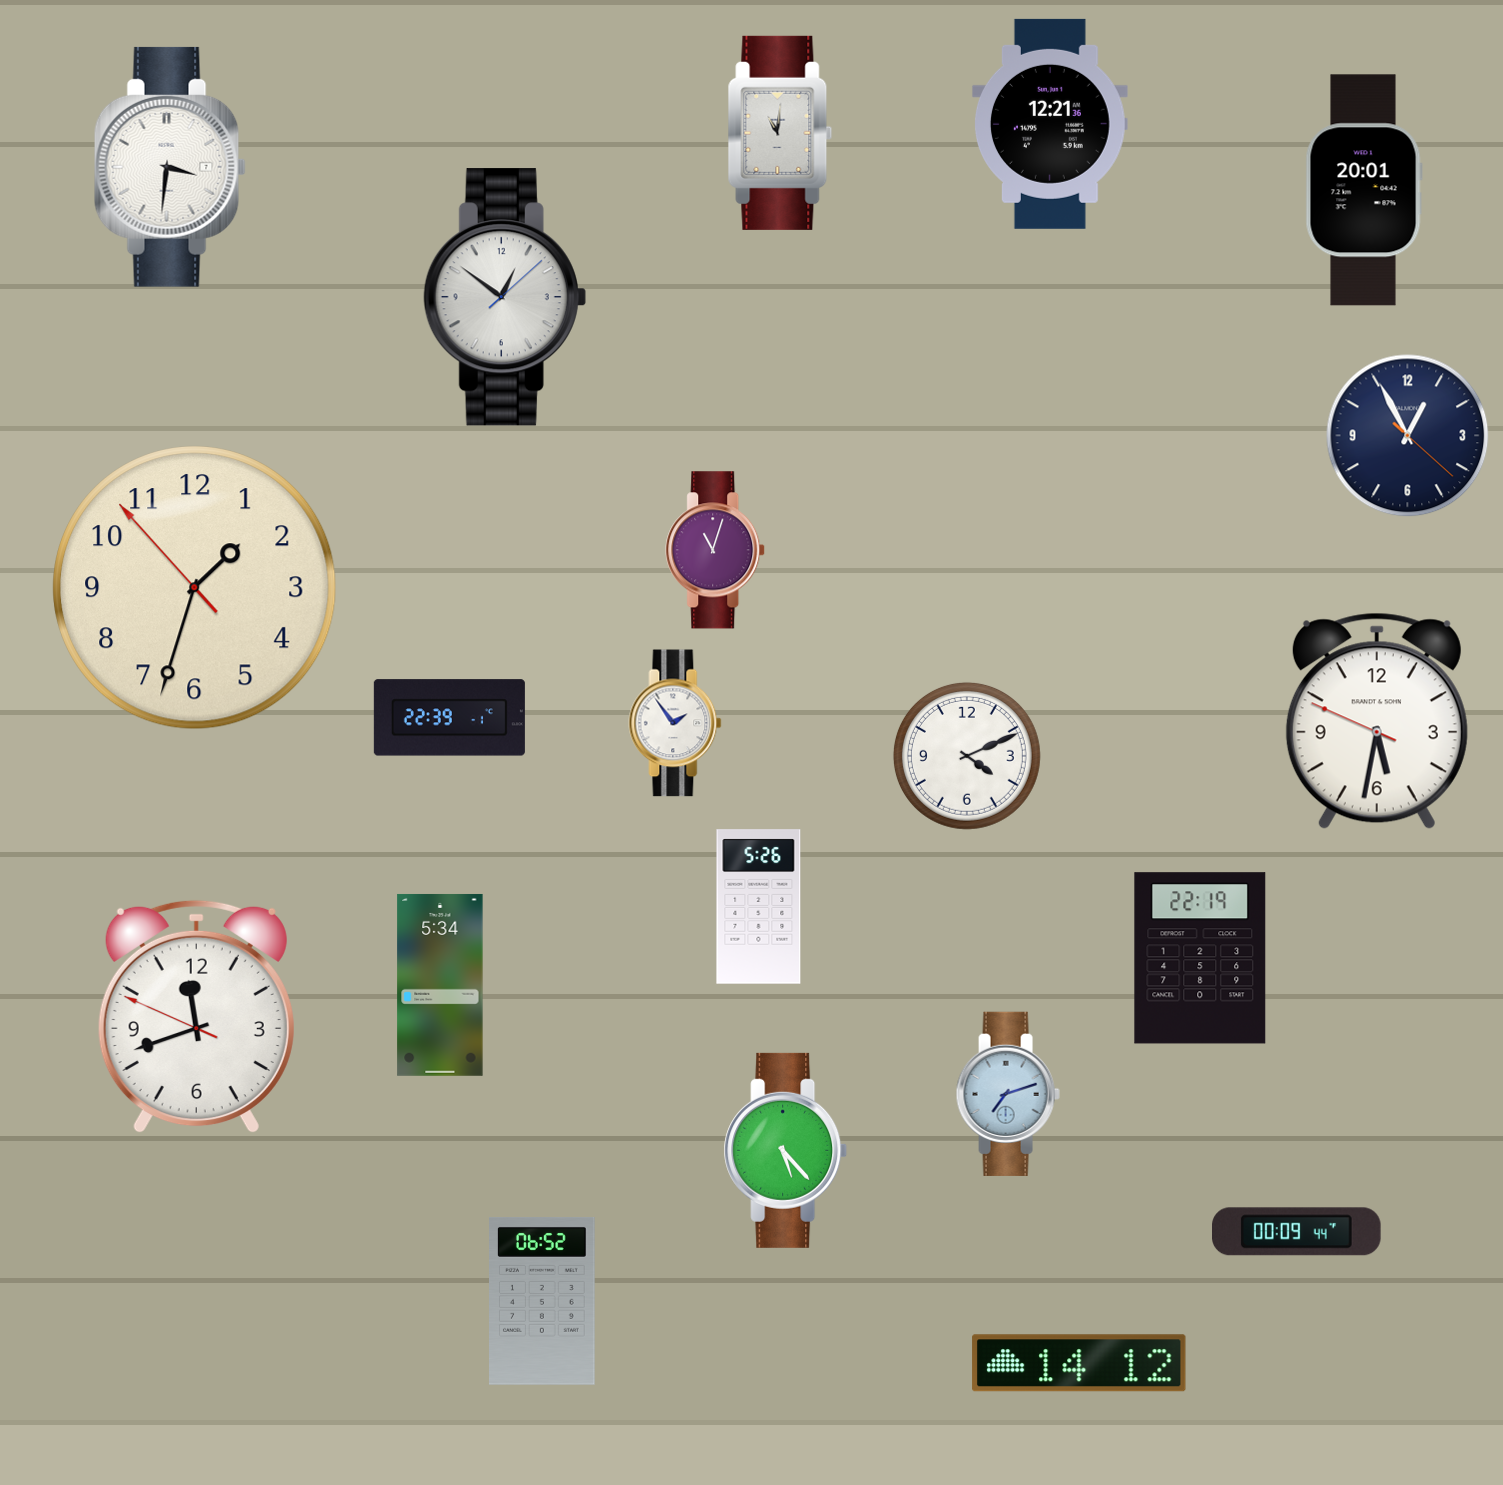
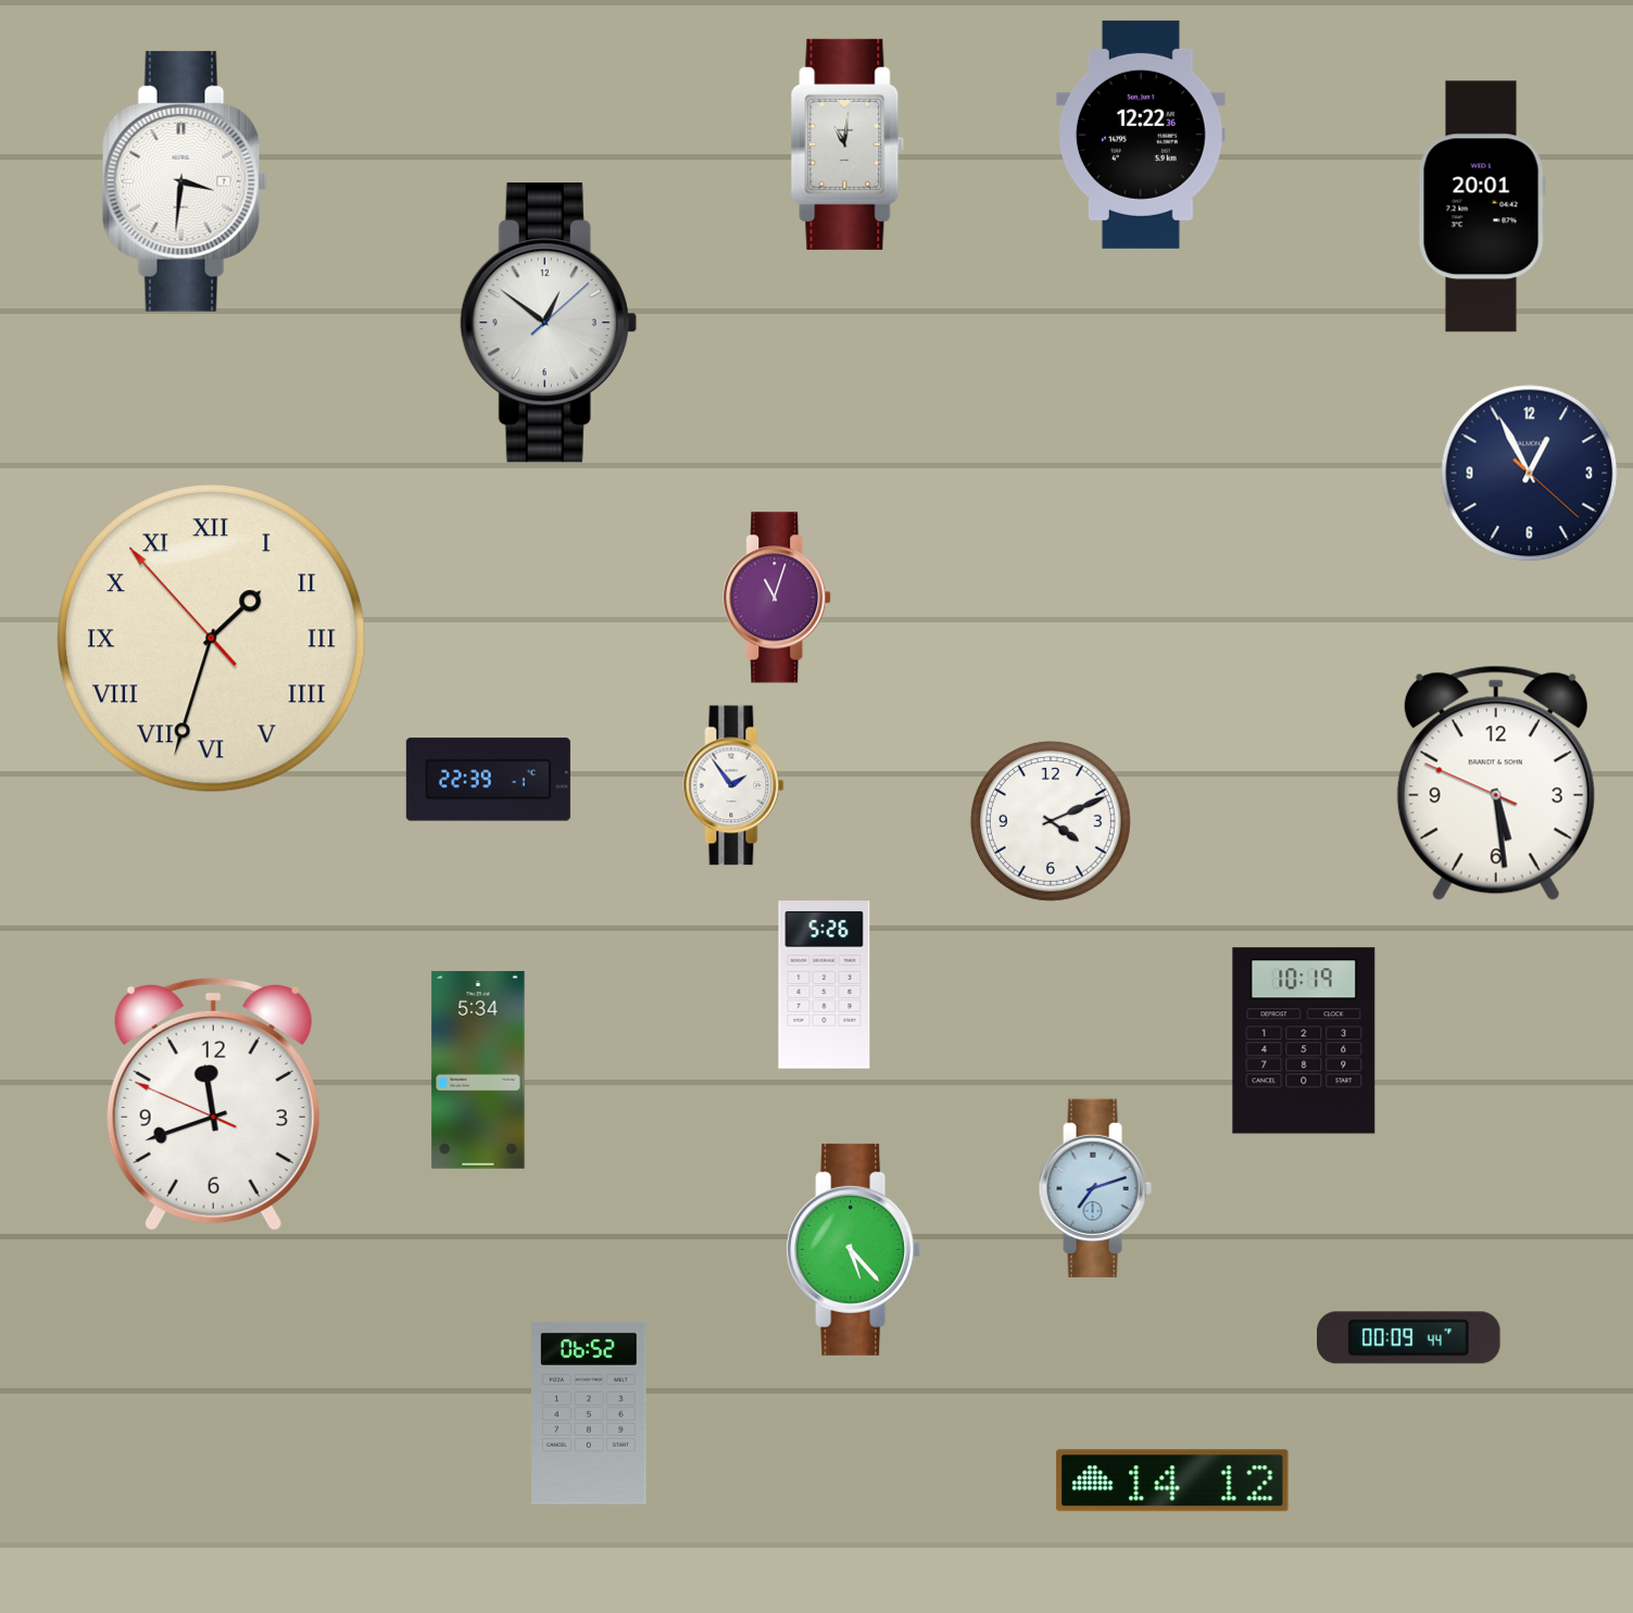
clock at (1050, 124): 12:21 -> 12:22
clock at (195, 588) numerals: Arabic -> Roman
clock at (1377, 721): 5:31 -> 5:28
clock at (1200, 958): 22:19 -> 10:19
